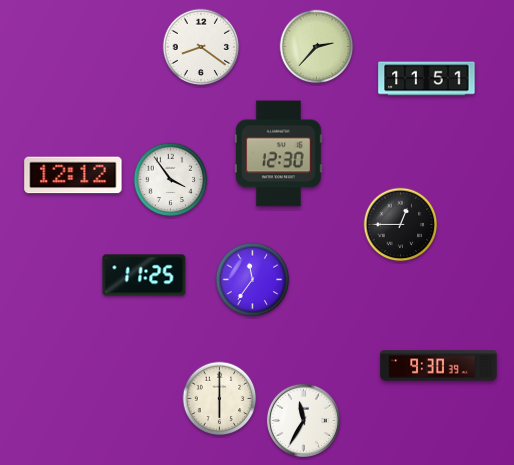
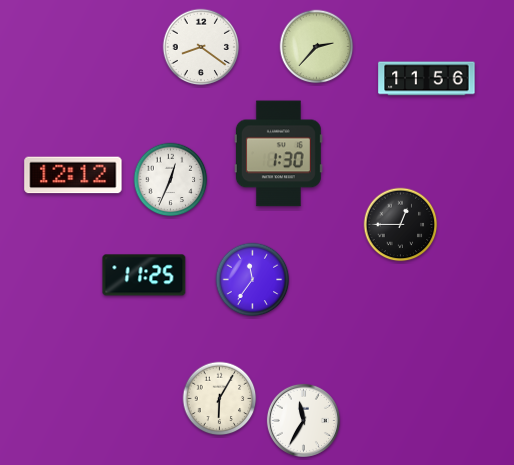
clock at (427, 79): 11:51 -> 11:56
clock at (278, 154): 12:30 -> 1:30
clock at (171, 180): 3:54 -> 12:34
clock at (439, 366): 9:30 -> none
clock at (220, 399): 6:00 -> 6:05
